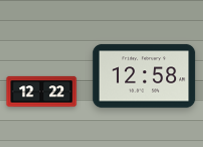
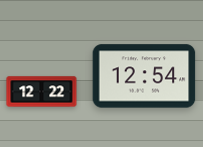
clock at (144, 76): 12:58 -> 12:54
